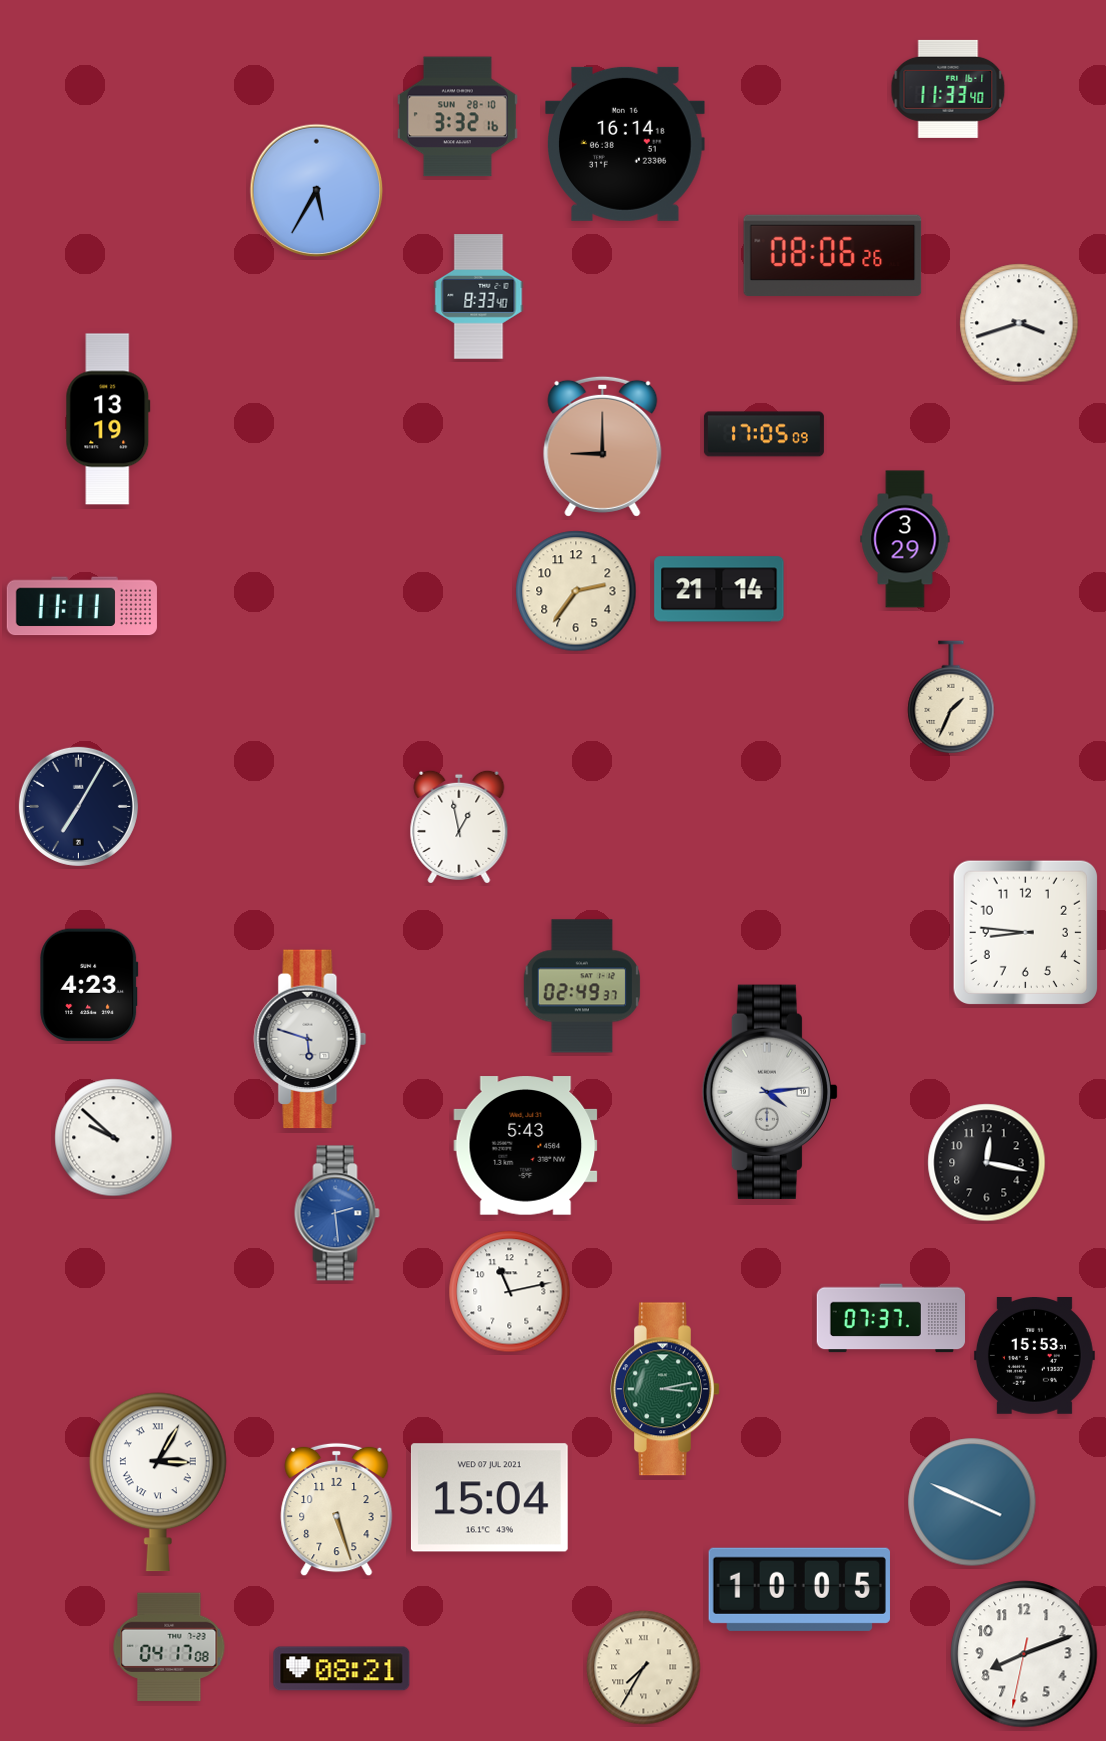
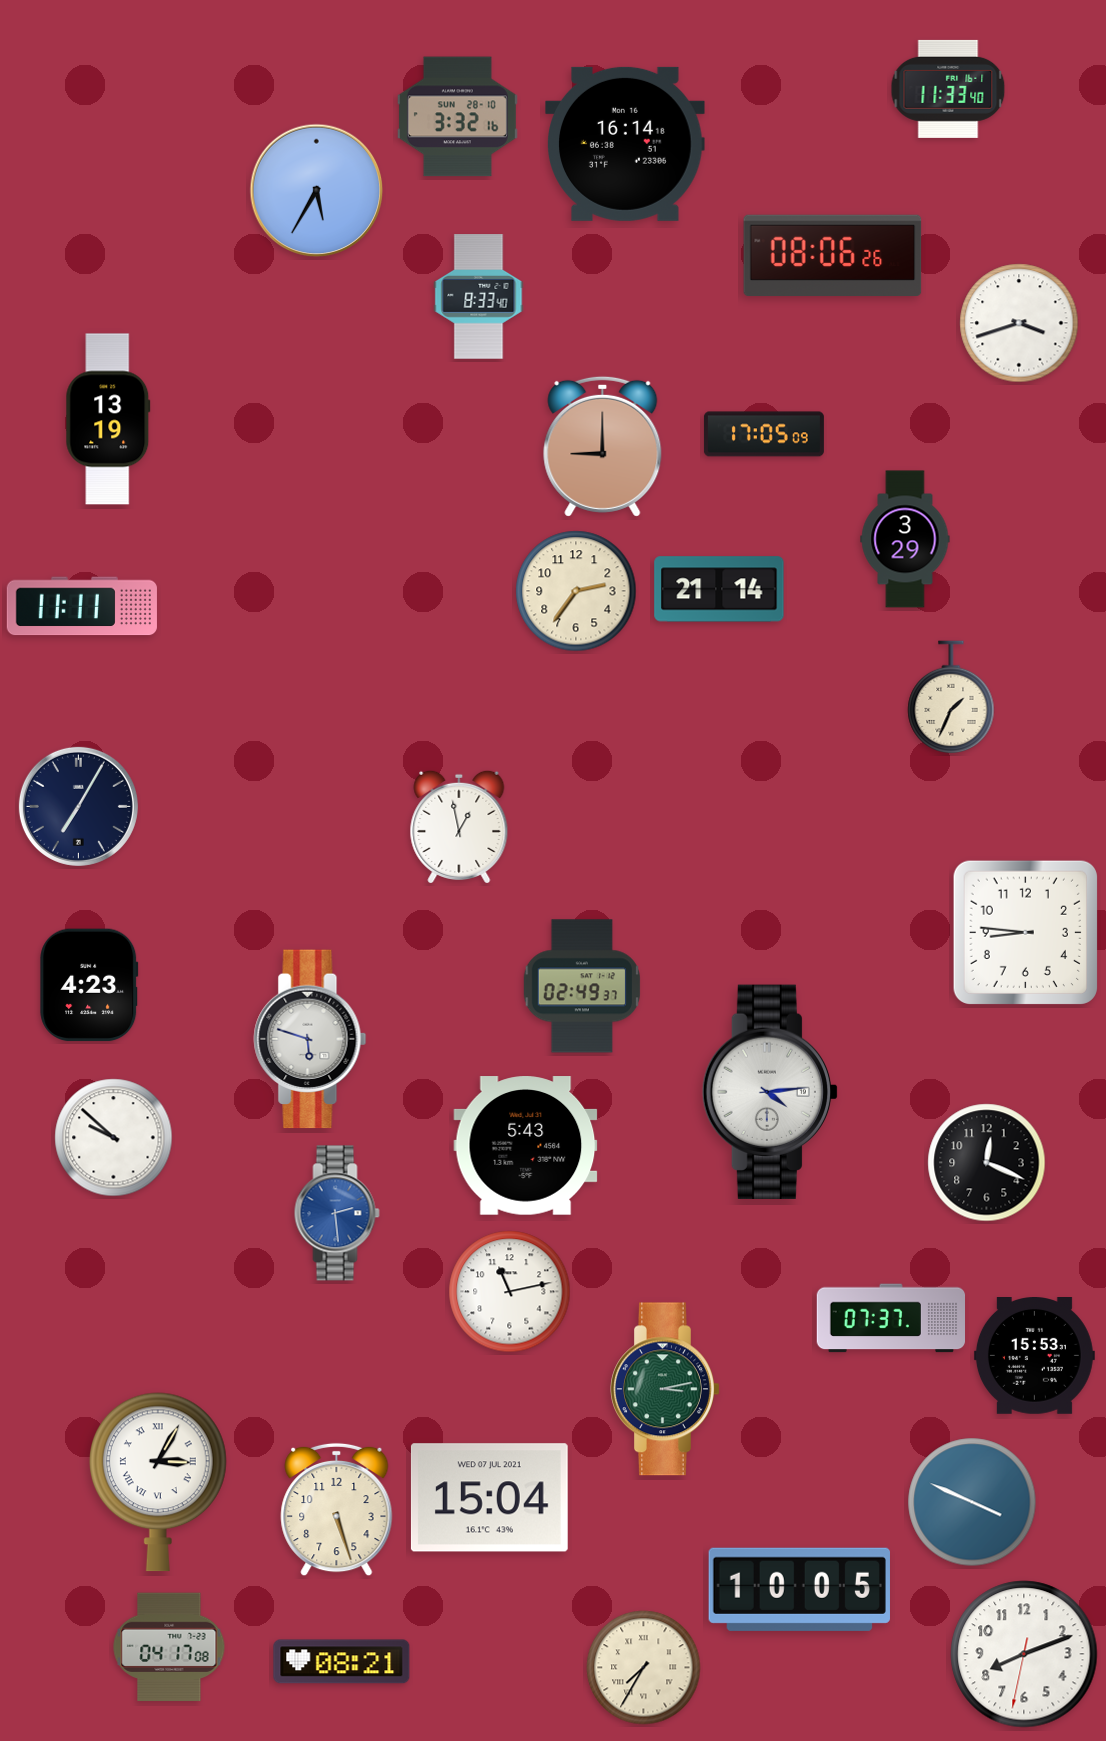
clock at (987, 1163): 12:17 -> 12:19
clock at (342, 1669) position: (342, 1669) -> (342, 1662)
